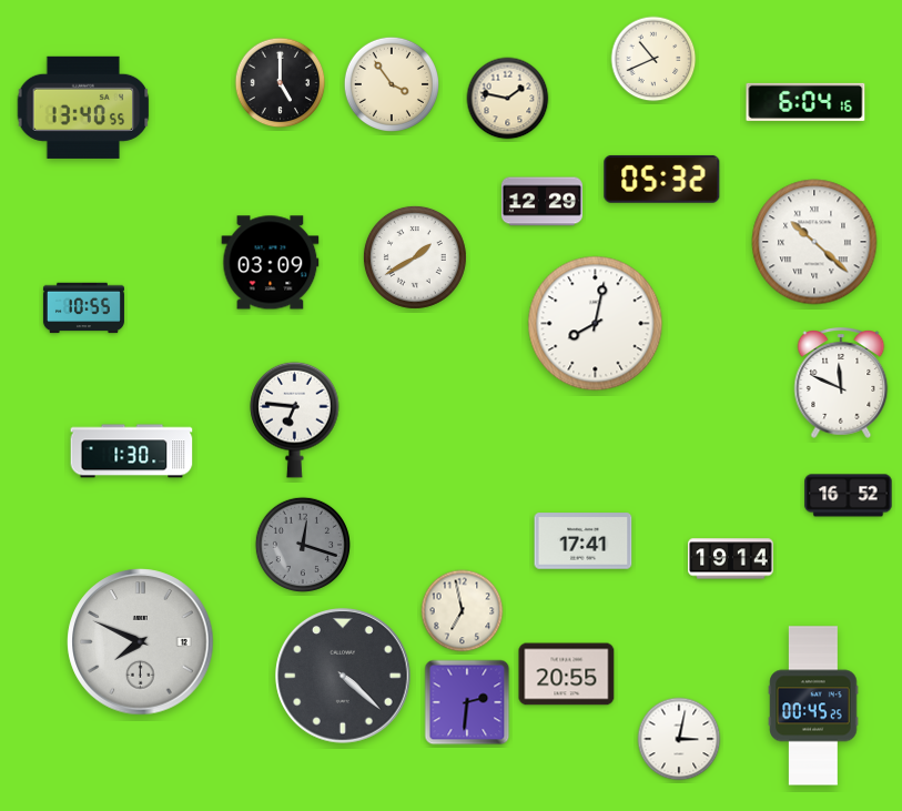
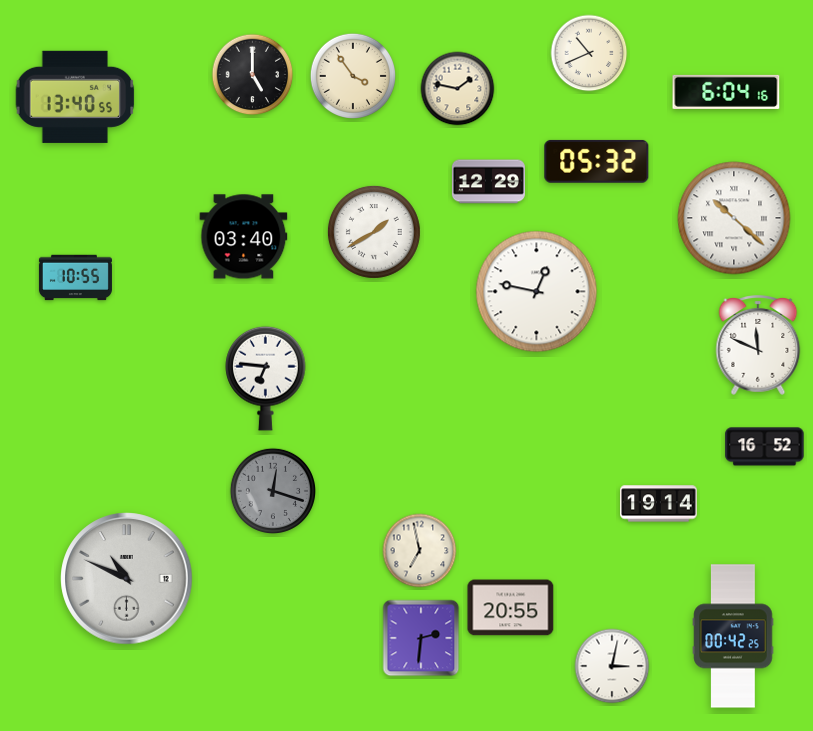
clock at (271, 263): 03:09 -> 03:40
clock at (596, 324): 8:02 -> 12:47
clock at (132, 452): 1:30 -> none
clock at (584, 541): 17:41 -> none
clock at (463, 611) position: (463, 611) -> (420, 551)
clock at (141, 642): 7:49 -> 10:49
clock at (343, 676): 4:22 -> none
clock at (467, 702) position: (467, 702) -> (421, 638)
clock at (813, 706): 00:45 -> 00:42
